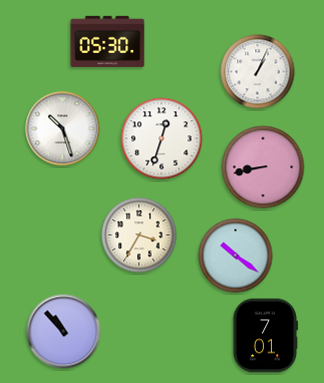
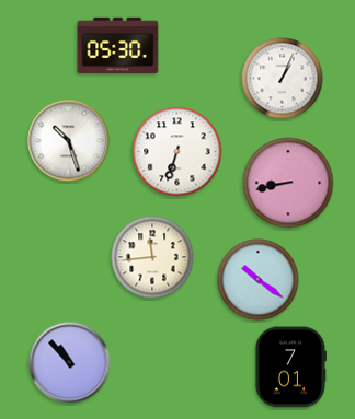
clock at (162, 139): 12:33 -> 6:33
clock at (139, 235): 3:35 -> 11:44
